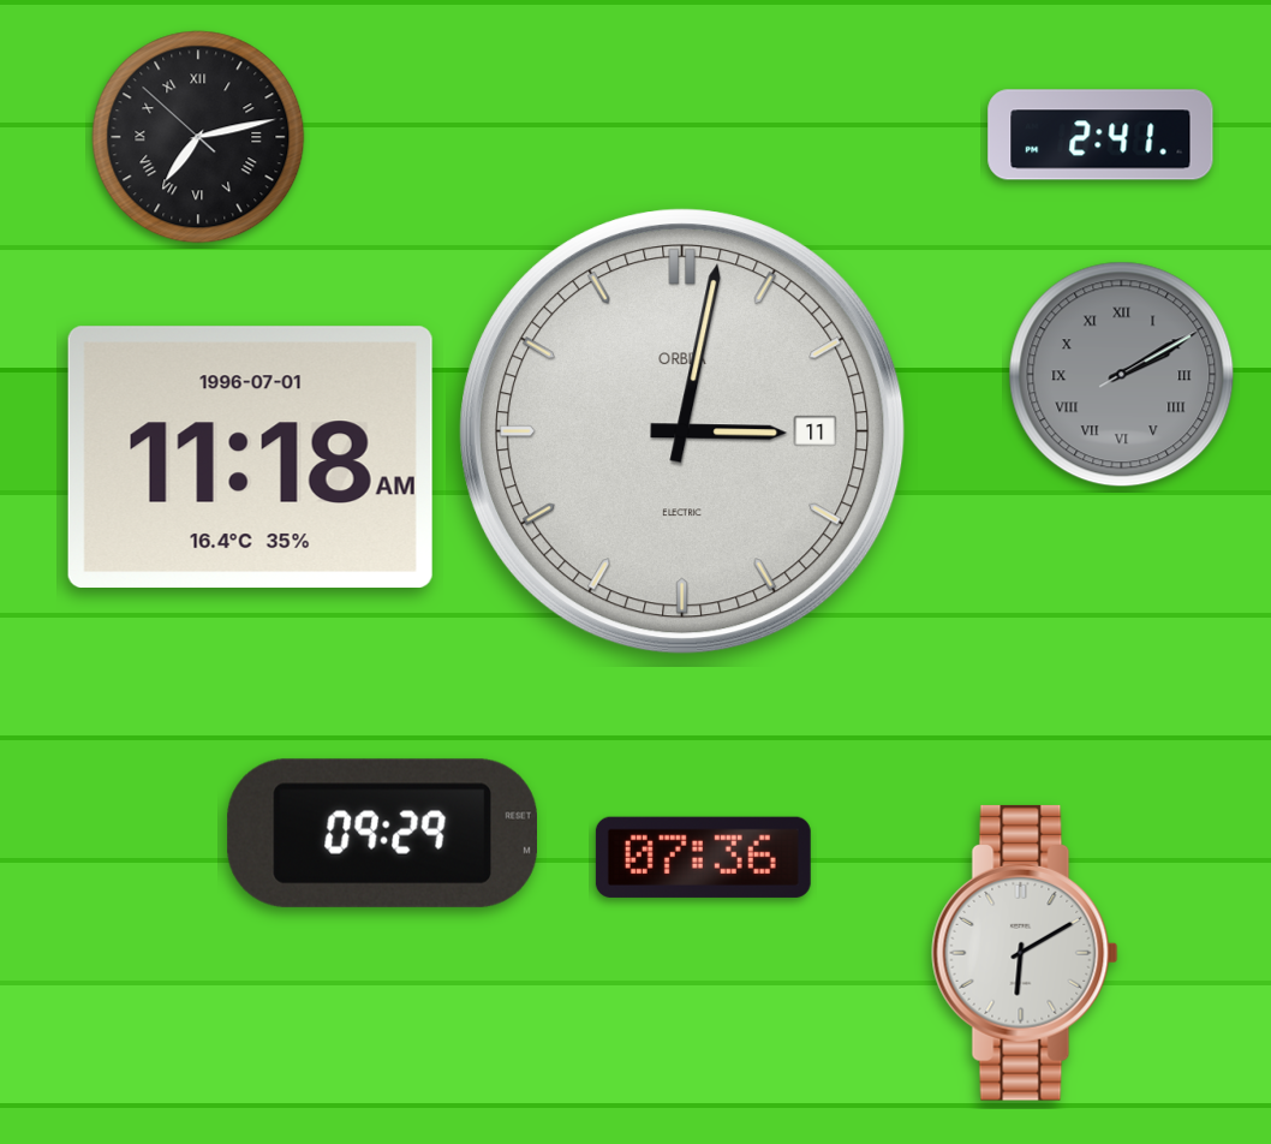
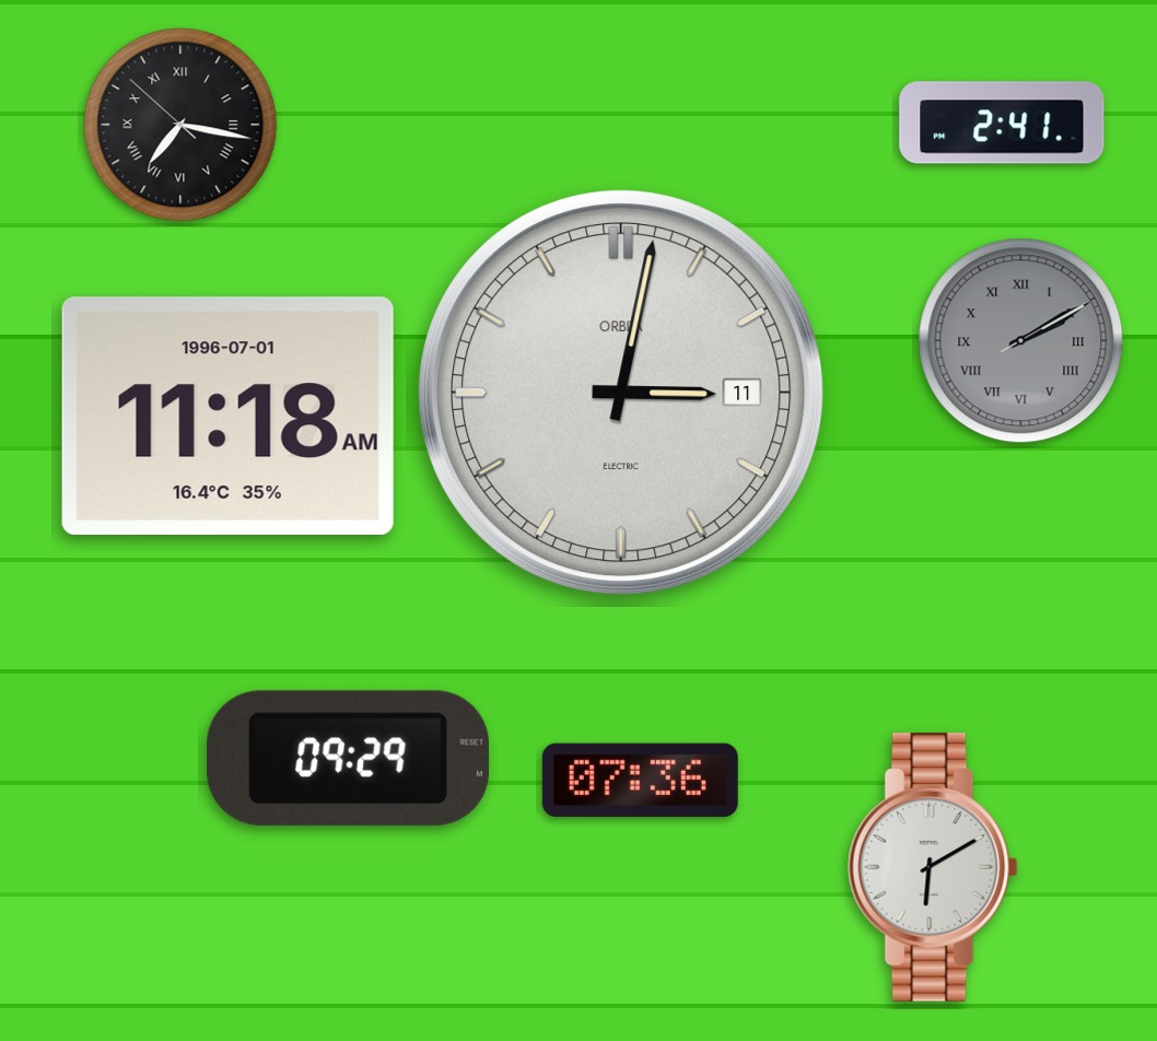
clock at (198, 137): 7:12 -> 7:16
